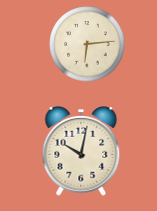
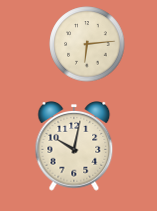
clock at (81, 152) position: (81, 152) -> (74, 147)
